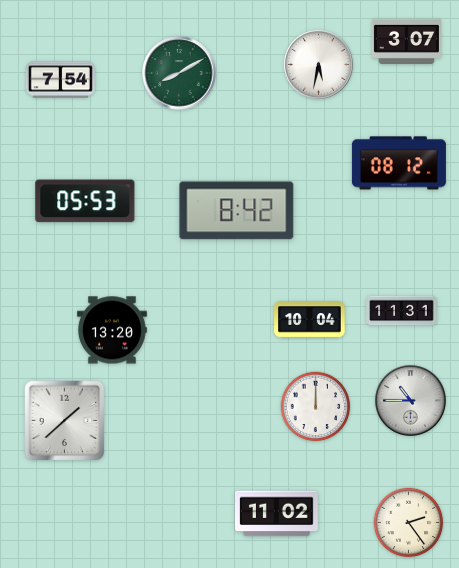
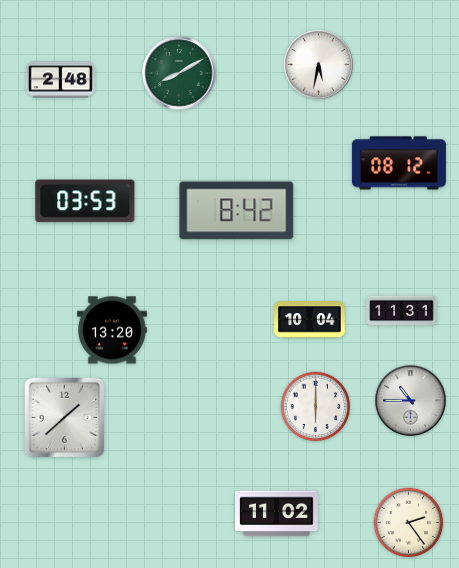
clock at (406, 41): 3:07 -> none
clock at (60, 80): 7:54 -> 2:48
clock at (85, 201): 05:53 -> 03:53
clock at (316, 407): 12:00 -> 6:00
clock at (65, 421) position: (65, 421) -> (65, 418)
